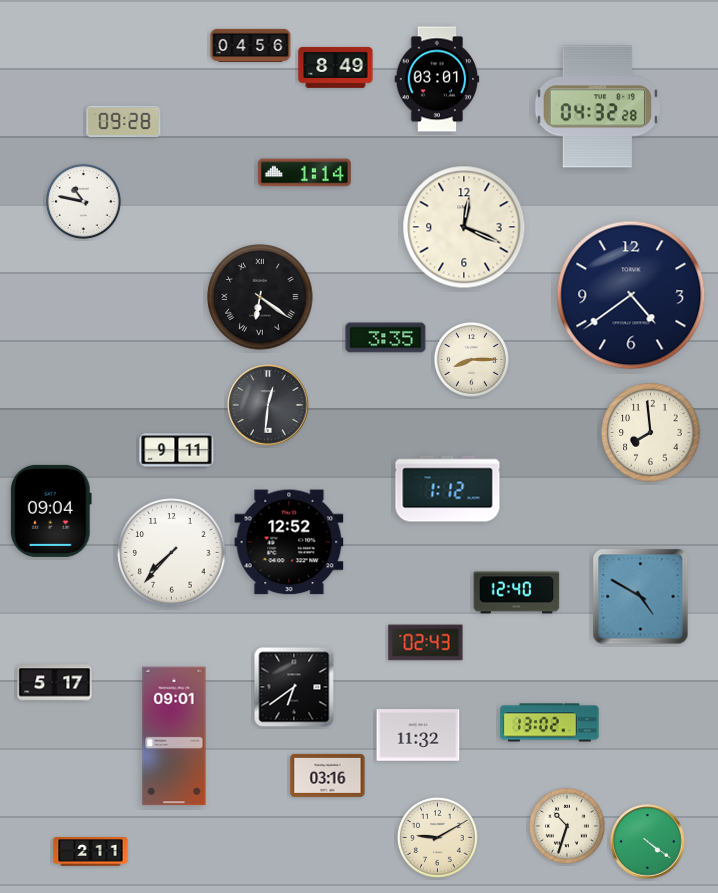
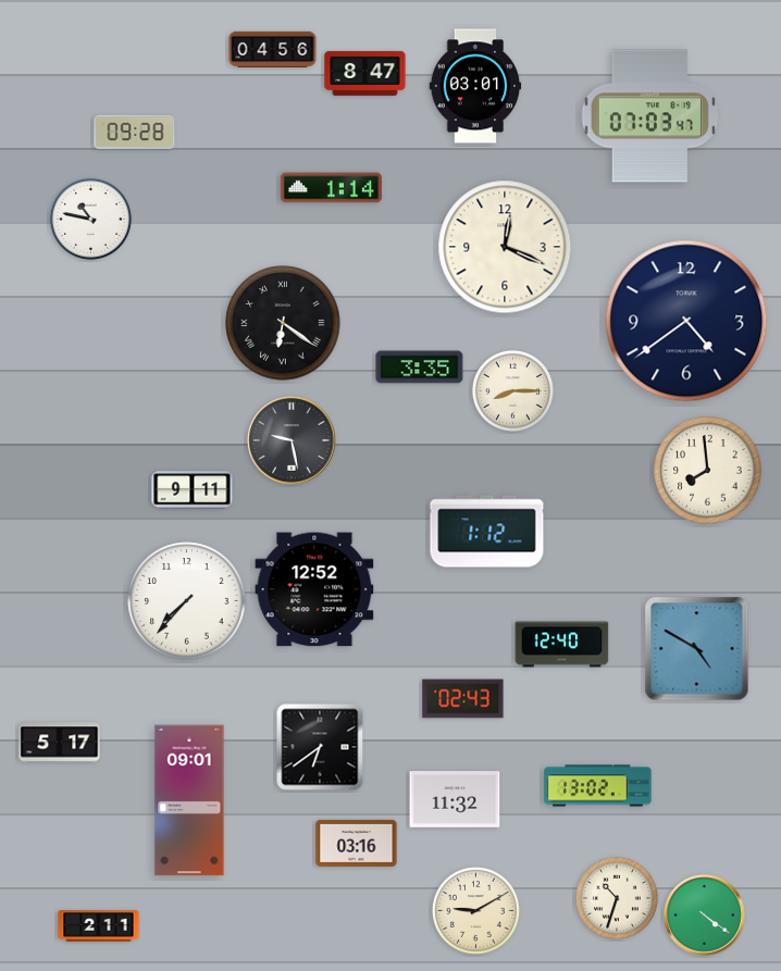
clock at (336, 67): 8:49 -> 8:47
clock at (597, 107): 04:32 -> 07:03
clock at (268, 405): 12:31 -> 9:28
clock at (51, 511): 09:04 -> none
